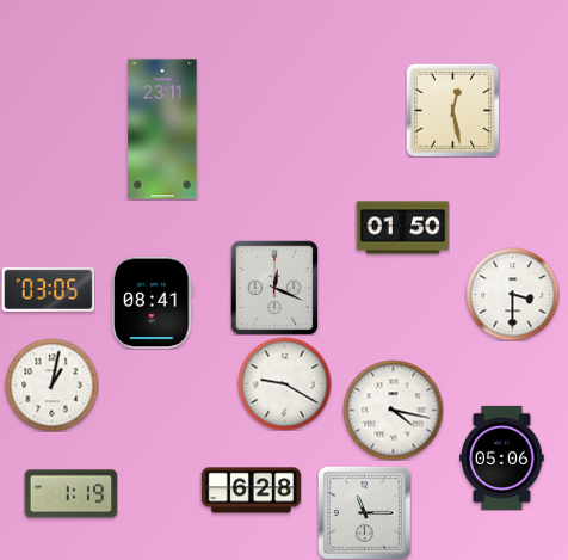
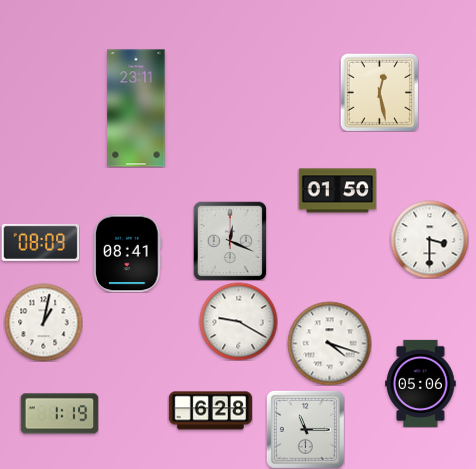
clock at (48, 289): 03:05 -> 08:09
clock at (512, 294) position: (512, 294) -> (429, 239)
clock at (393, 410): 4:17 -> 4:18
